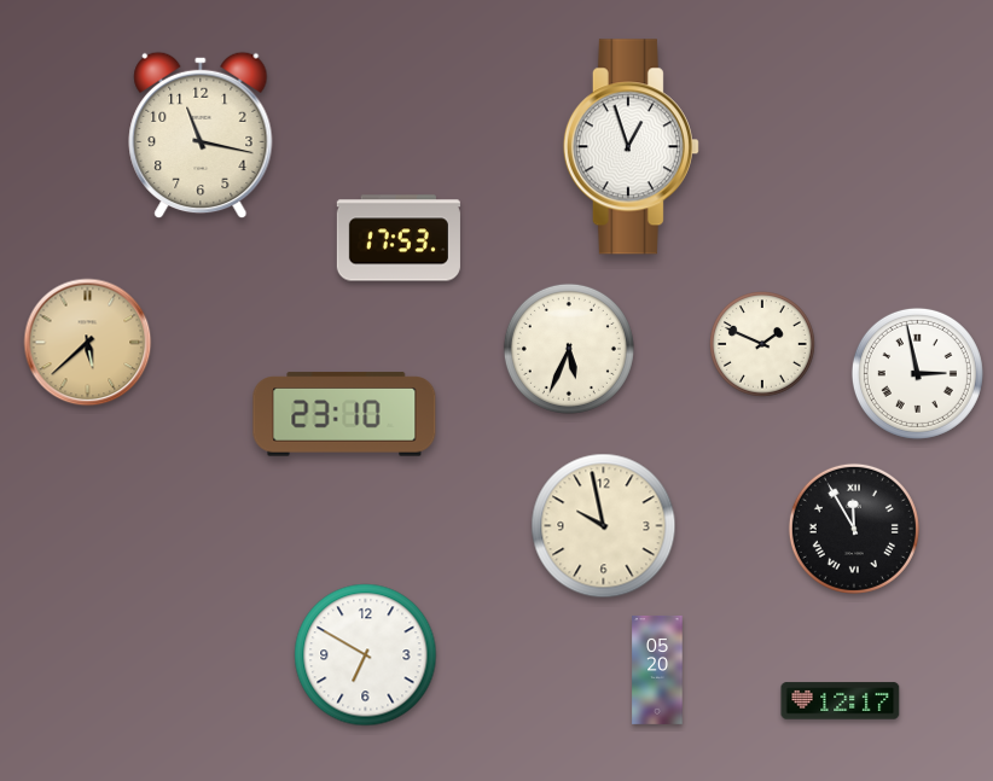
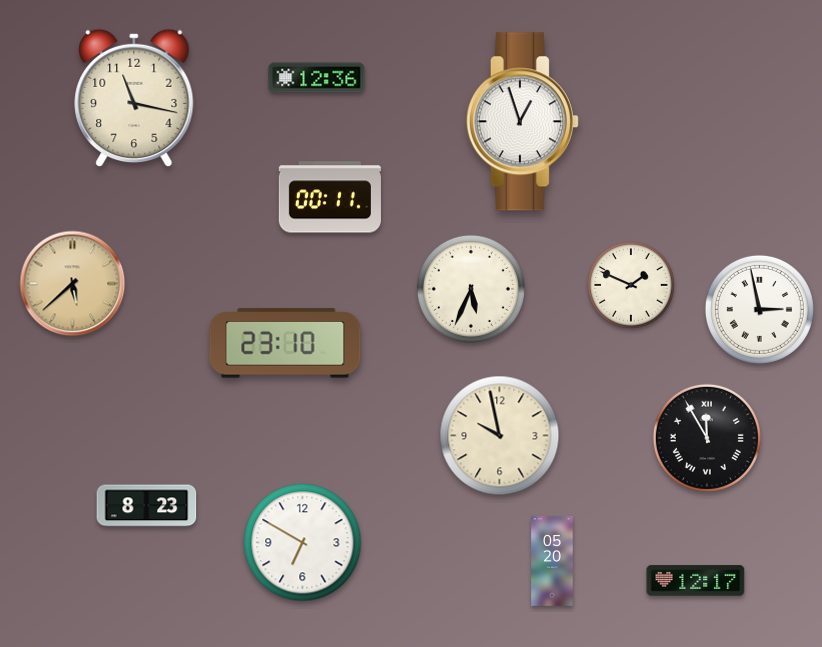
clock at (317, 78): none -> 12:36
clock at (201, 135) position: (201, 135) -> (134, 98)
clock at (399, 238): 17:53 -> 00:11
clock at (147, 506): none -> 8:23
clock at (657, 670) position: (657, 670) -> (552, 561)
